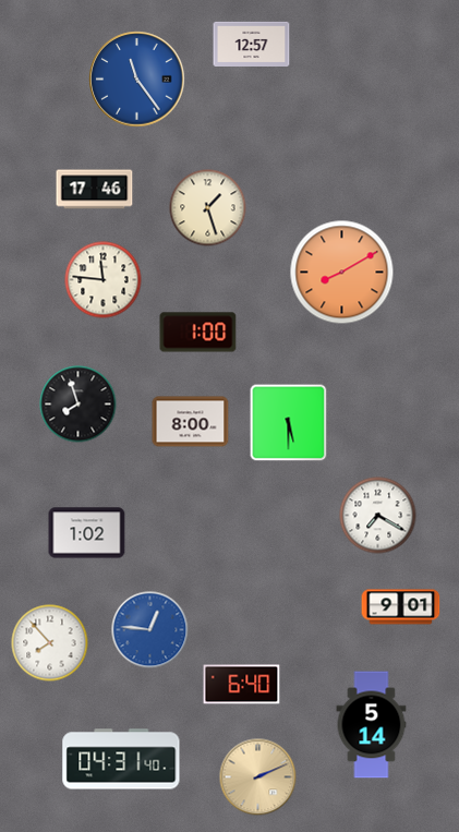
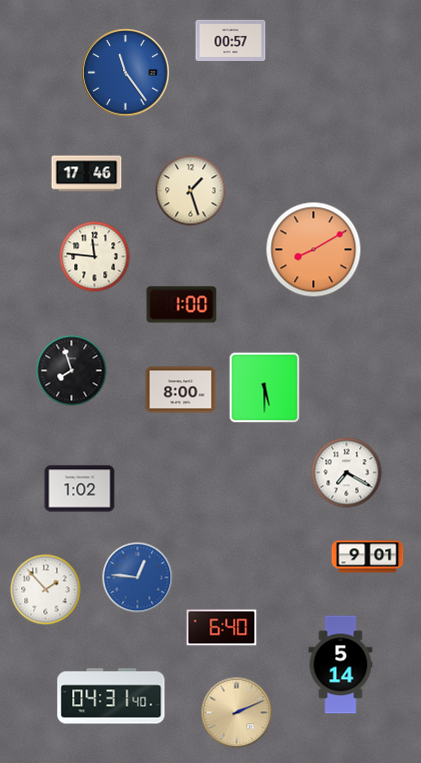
clock at (252, 44): 12:57 -> 00:57
clock at (191, 422) position: (191, 422) -> (181, 390)
clock at (50, 643): 7:53 -> 1:53
